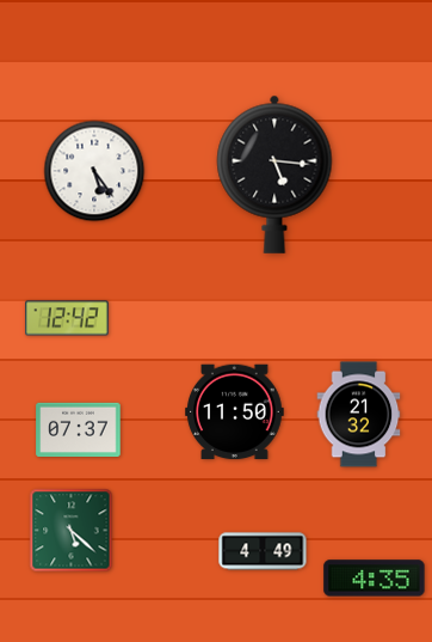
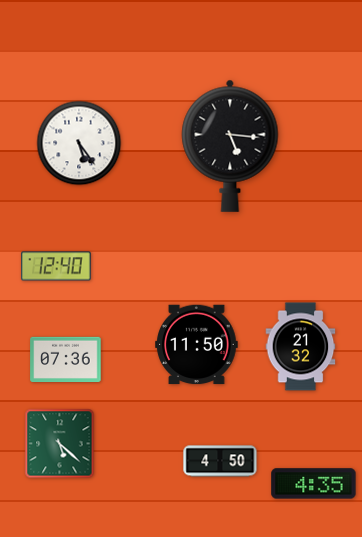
clock at (67, 318): 12:42 -> 12:40
clock at (79, 429): 07:37 -> 07:36
clock at (263, 551): 4:49 -> 4:50
